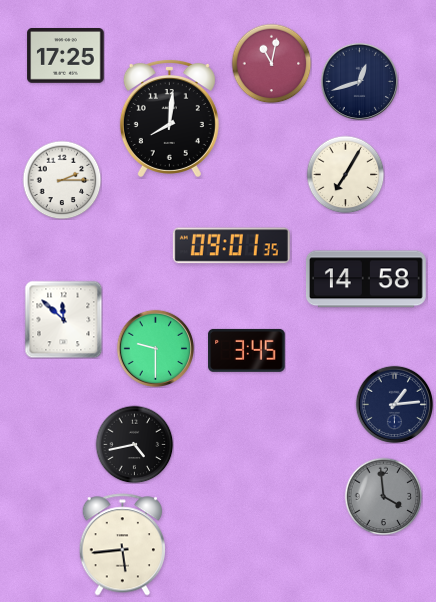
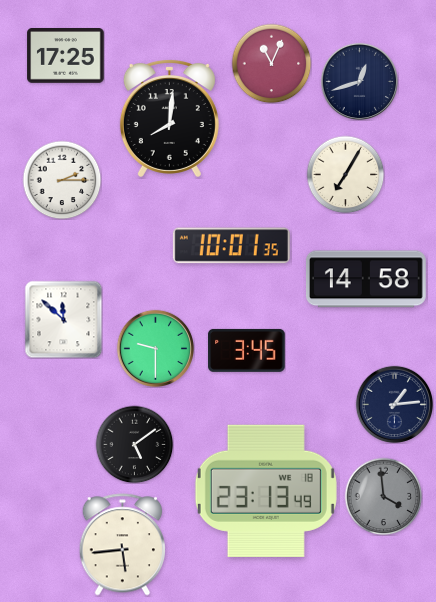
clock at (271, 63): 11:02 -> 11:04
clock at (231, 246): 09:01 -> 10:01
clock at (134, 444): 4:43 -> 5:09
clock at (266, 491): none -> 23:13
